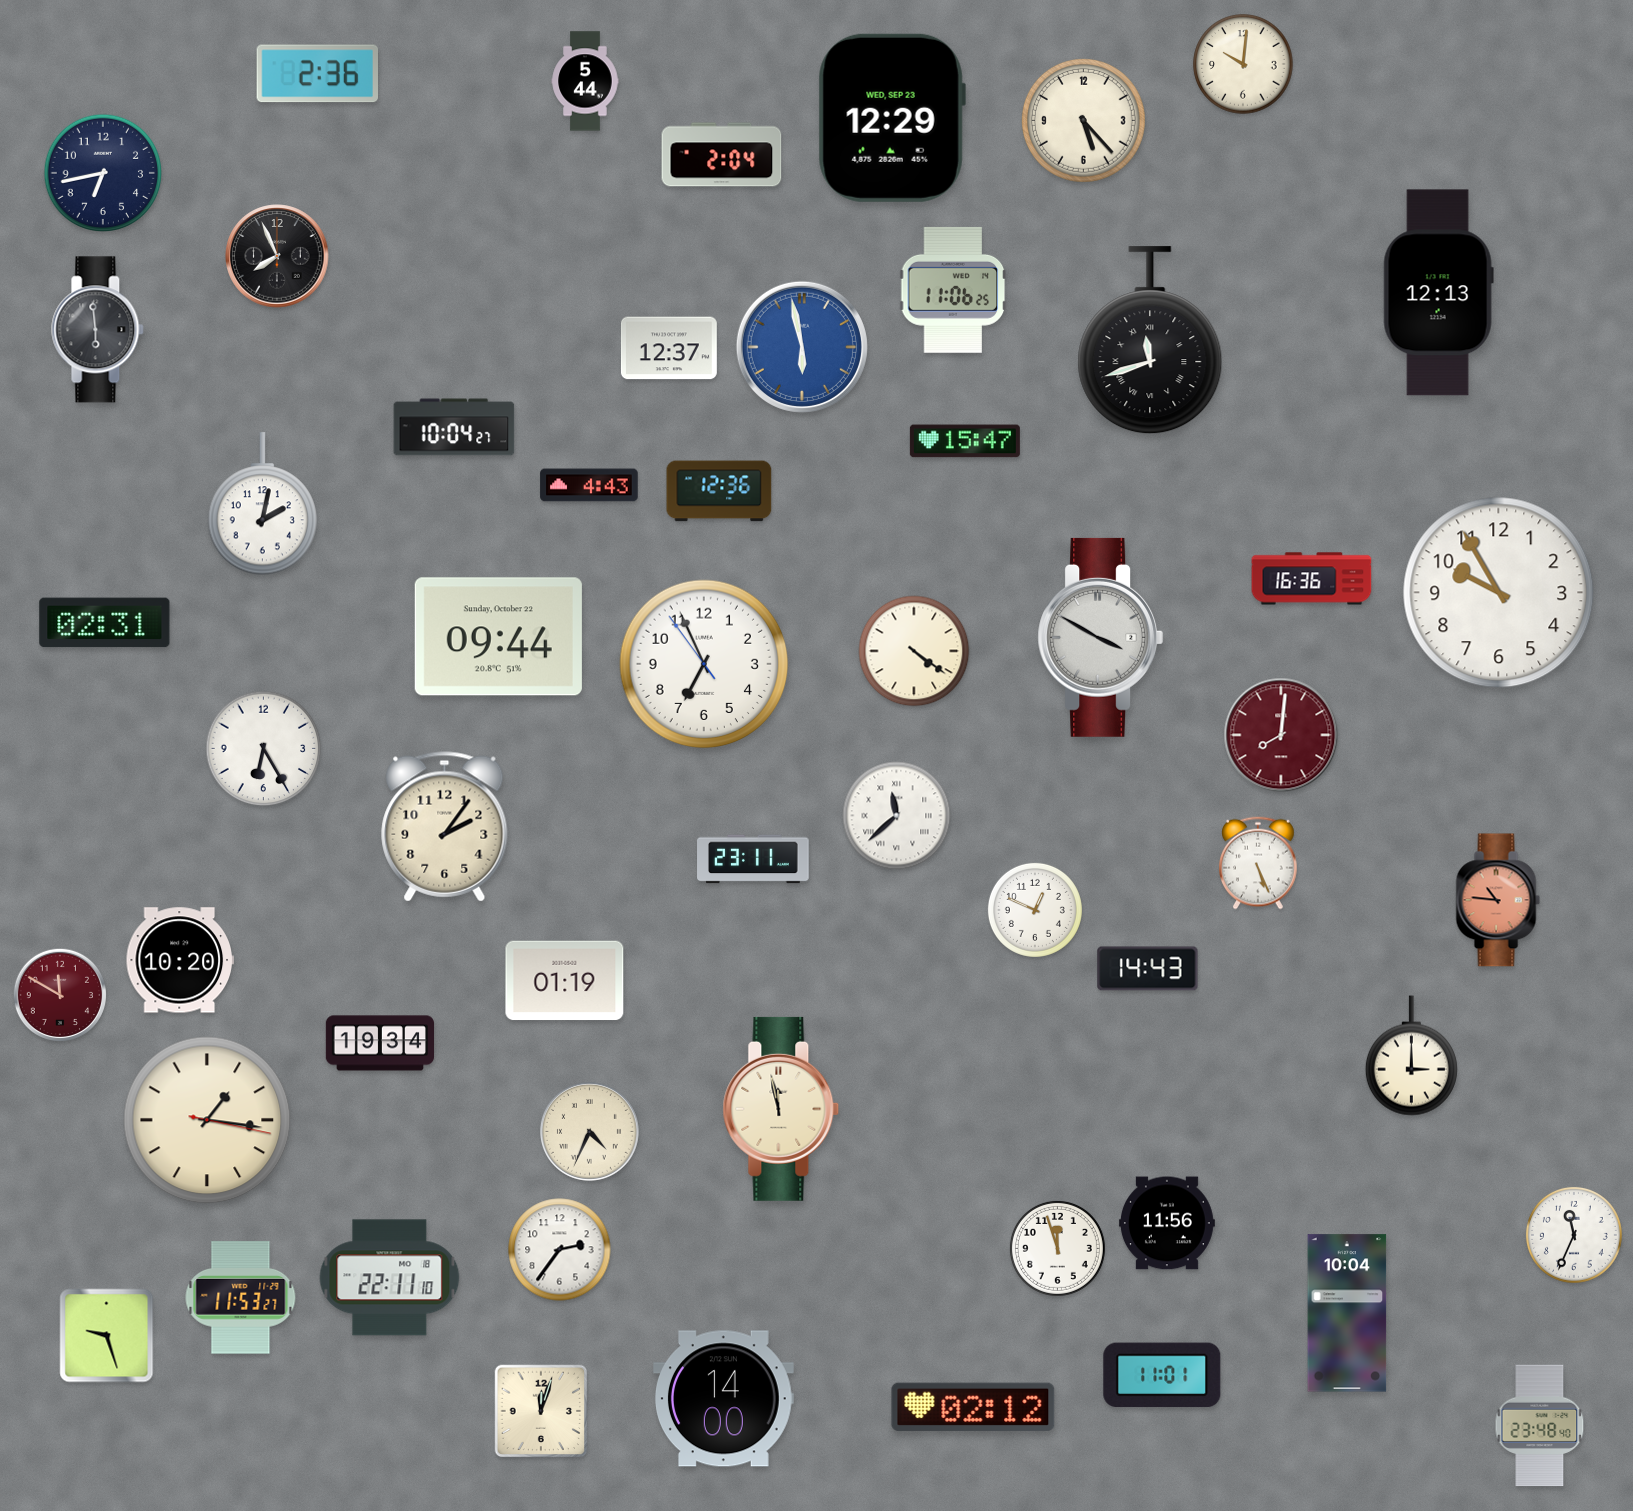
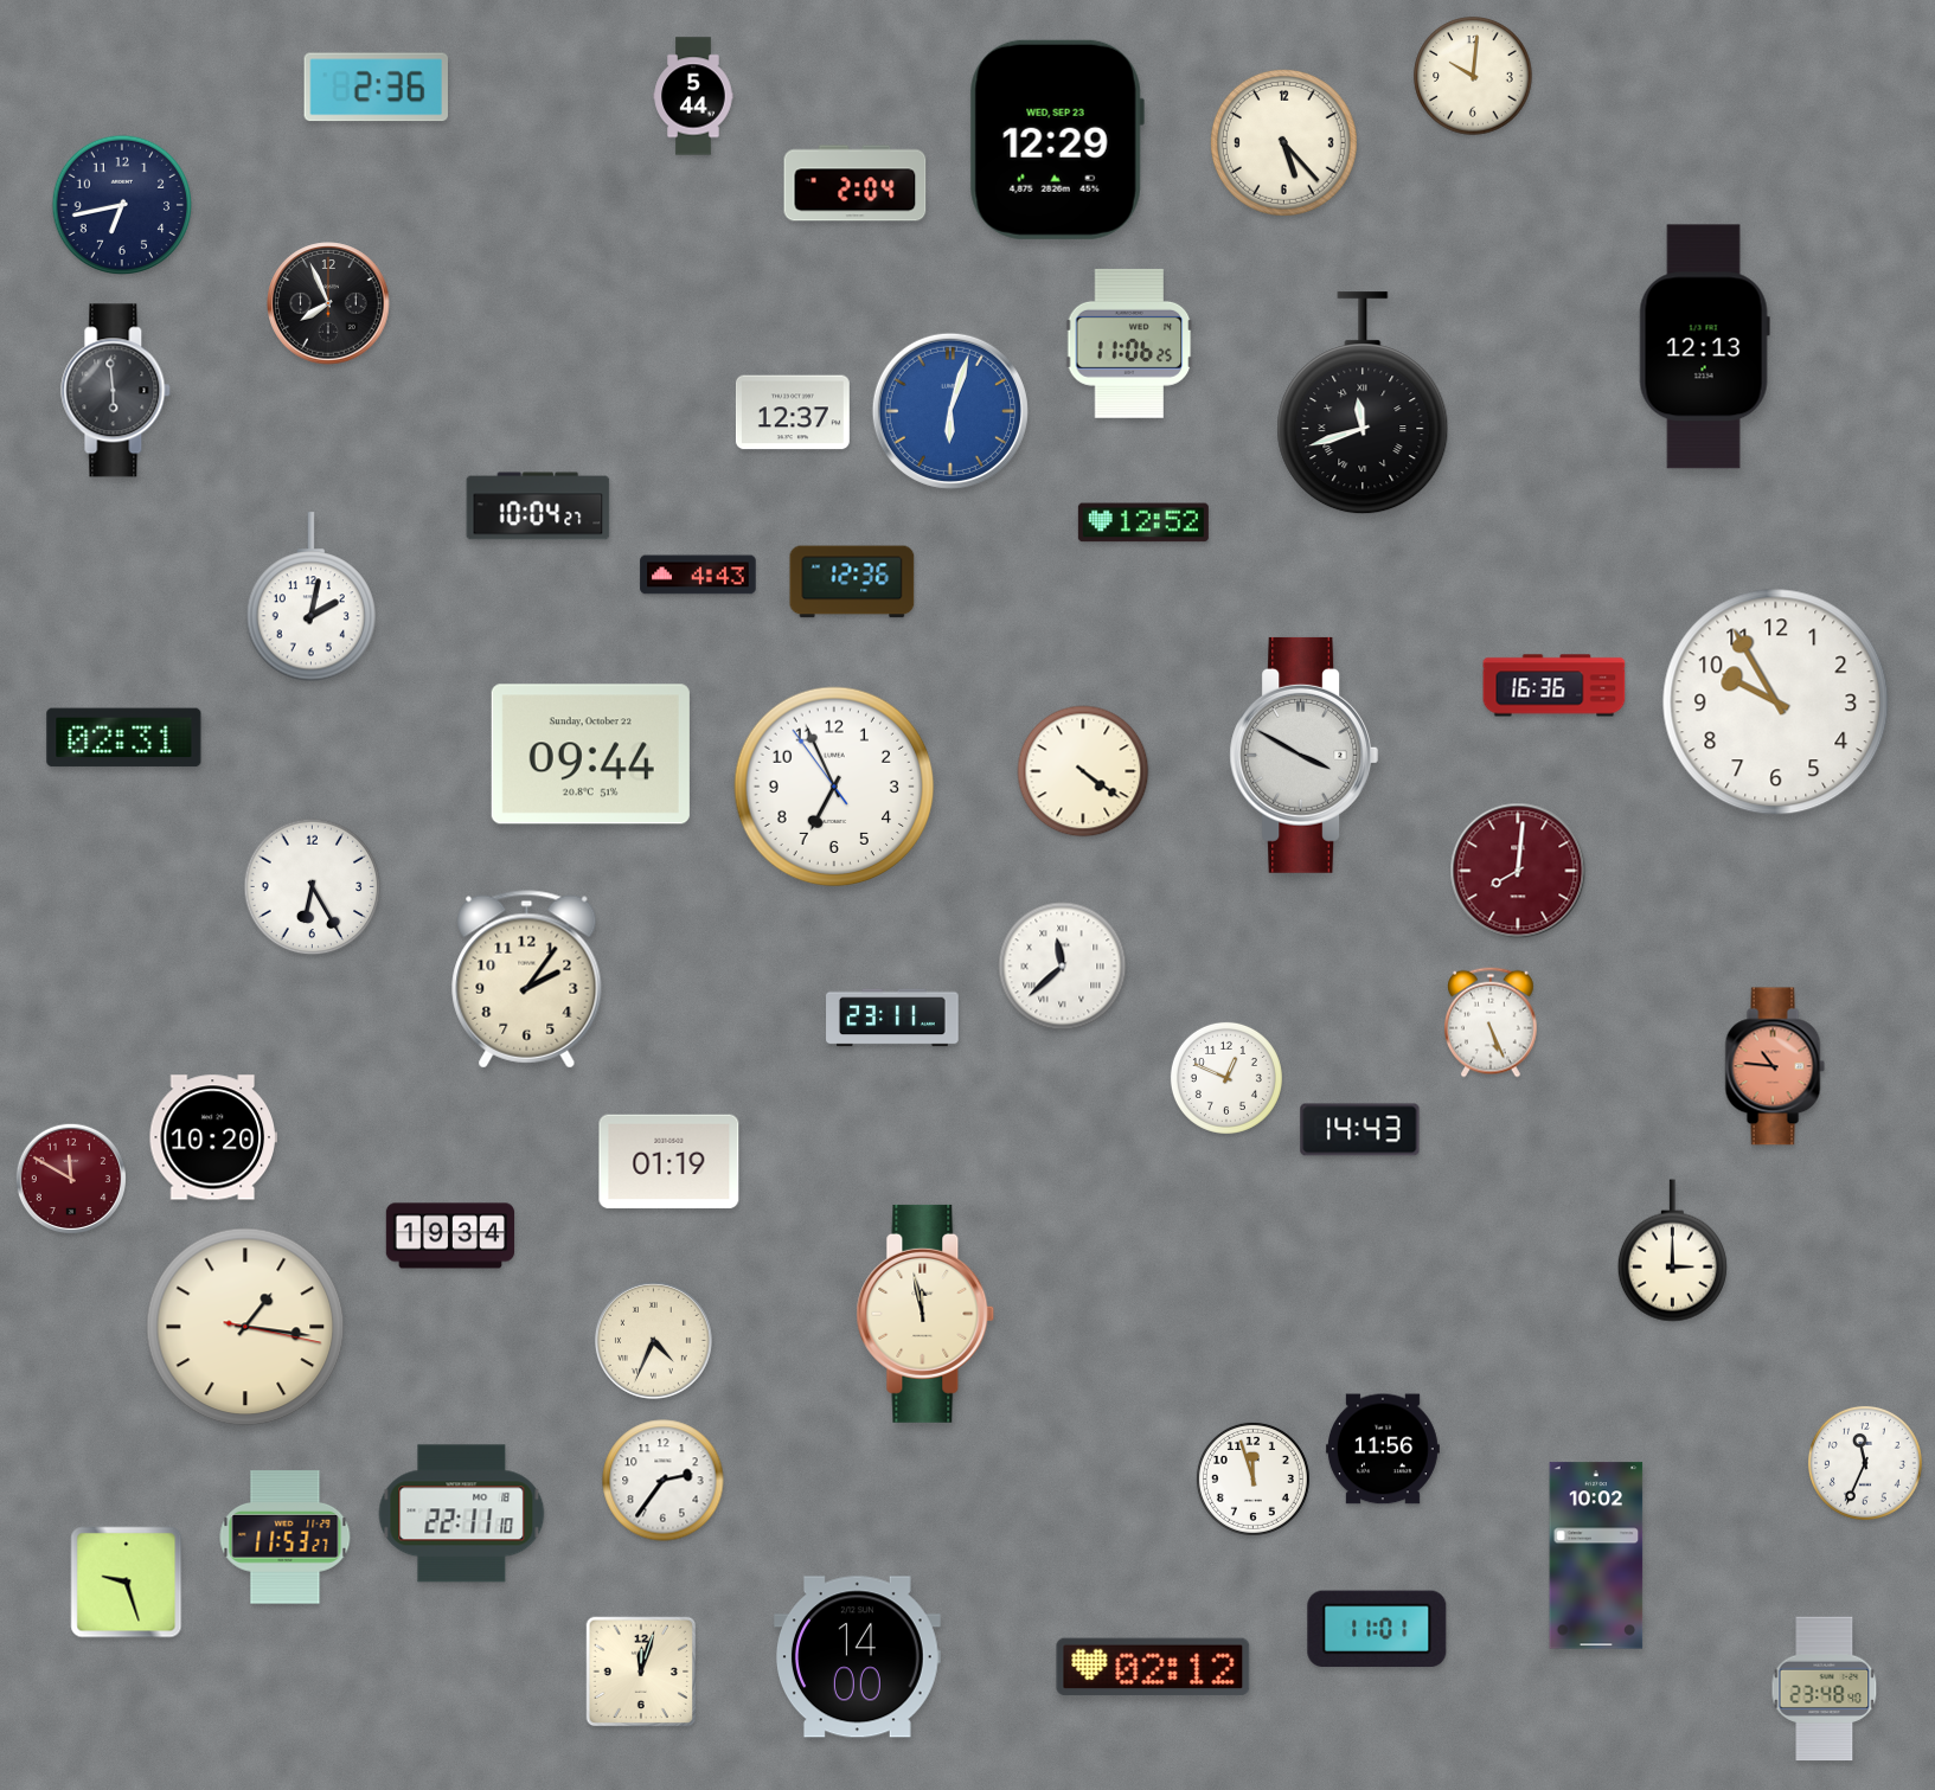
clock at (802, 347): 5:58 -> 6:03
clock at (965, 441): 15:47 -> 12:52
clock at (1148, 969) position: (1148, 969) -> (1360, 1130)
clock at (589, 1131) position: (589, 1131) -> (653, 1340)
clock at (1347, 1313): 10:04 -> 10:02
